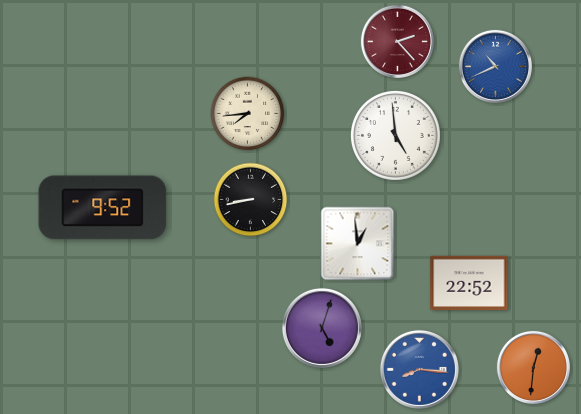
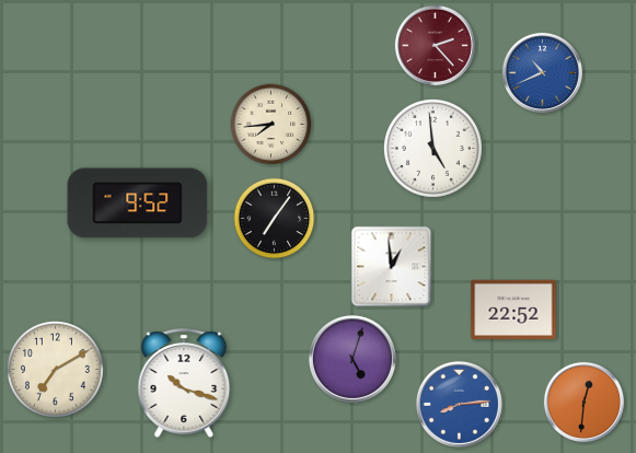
clock at (251, 200): 8:43 -> 7:06
clock at (103, 208) position: (103, 208) -> (138, 204)
clock at (55, 369): none -> 7:10
clock at (184, 383): none -> 10:18
clock at (419, 369): 8:16 -> 8:14
